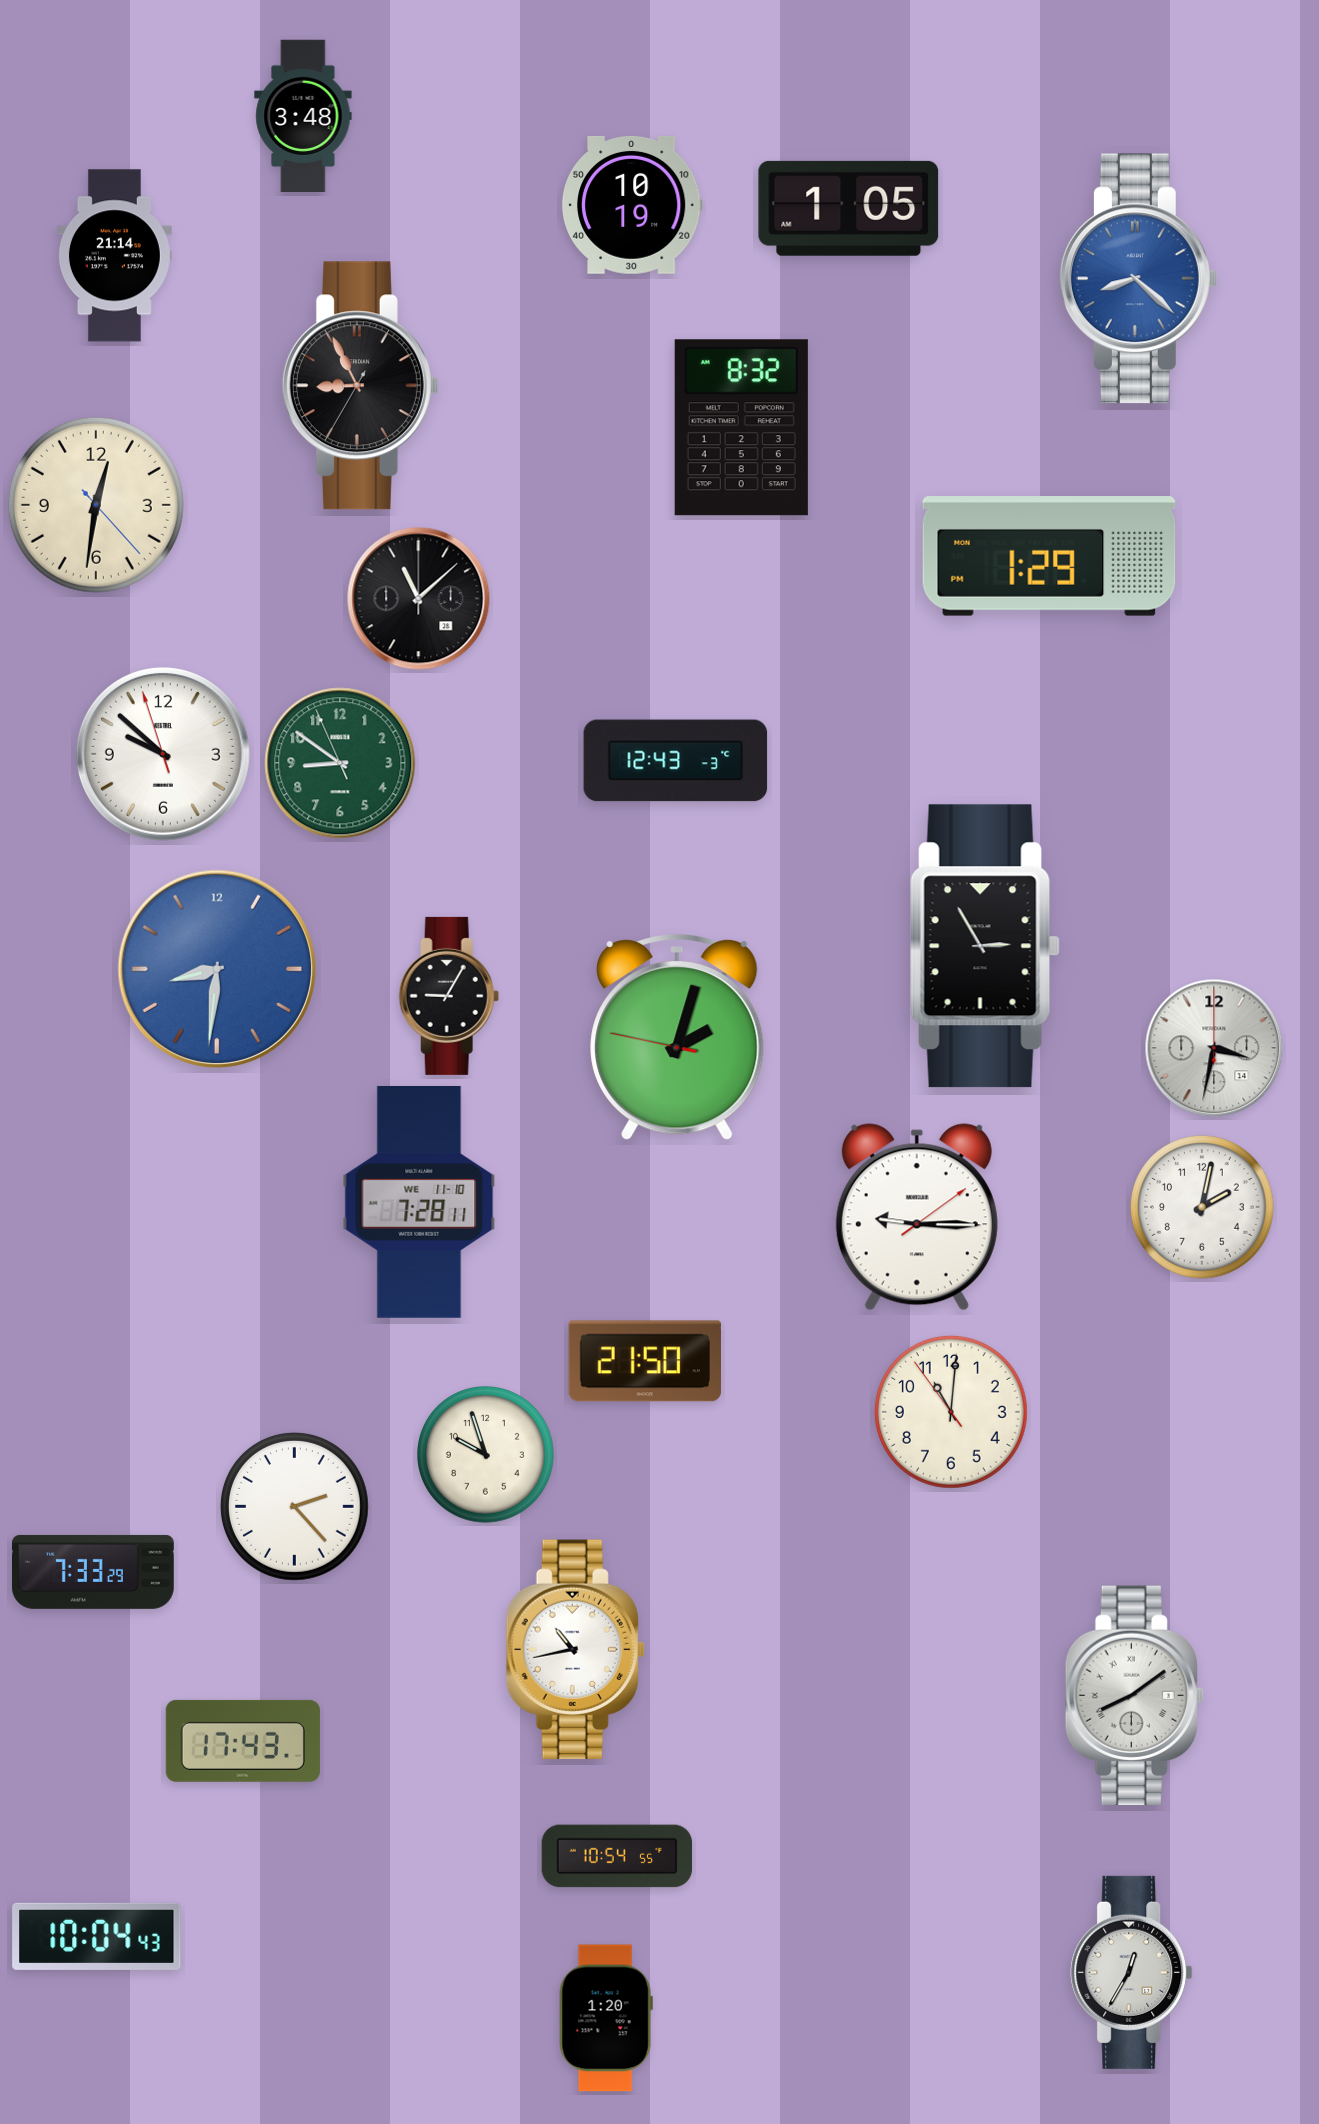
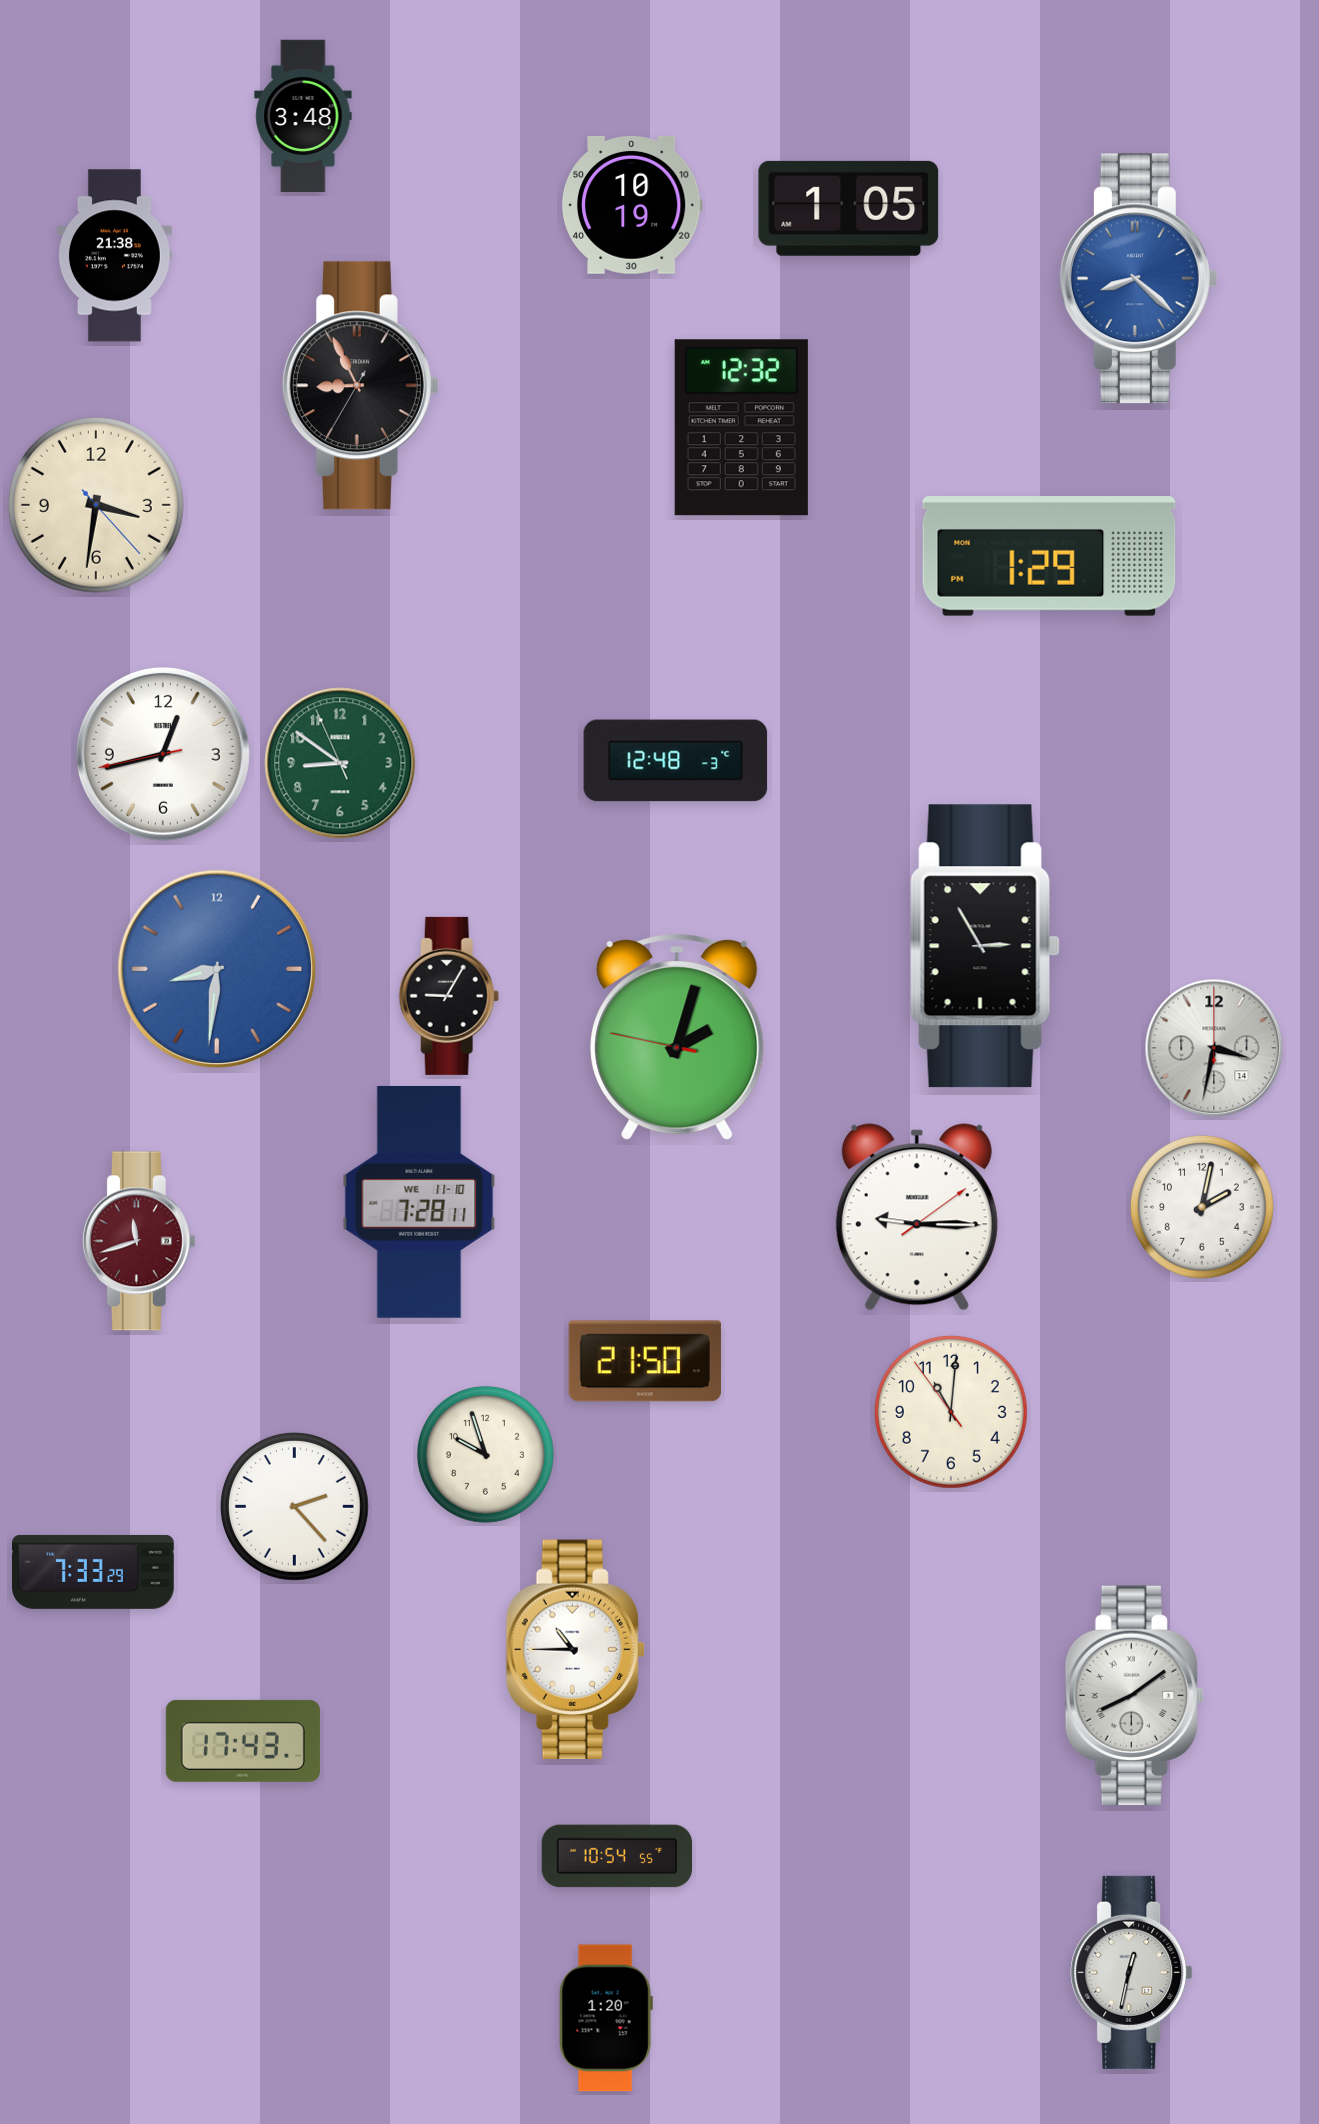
clock at (114, 256): 21:14 -> 21:38
clock at (741, 428): 8:32 -> 12:32
clock at (96, 505): 12:31 -> 3:31
clock at (419, 599): 11:08 -> none
clock at (163, 754): 9:51 -> 12:42
clock at (676, 761): 12:43 -> 12:48
clock at (139, 1241): none -> 11:42
clock at (575, 1649): 10:43 -> 10:45
clock at (97, 1936): 10:04 -> none
clock at (1132, 1972): 12:35 -> 12:32
